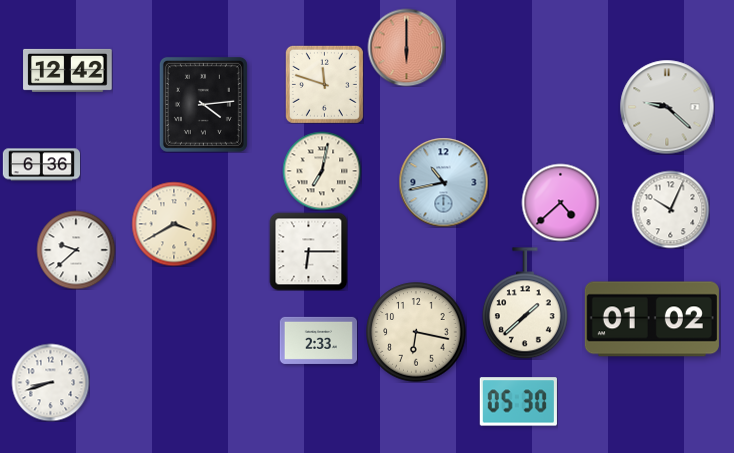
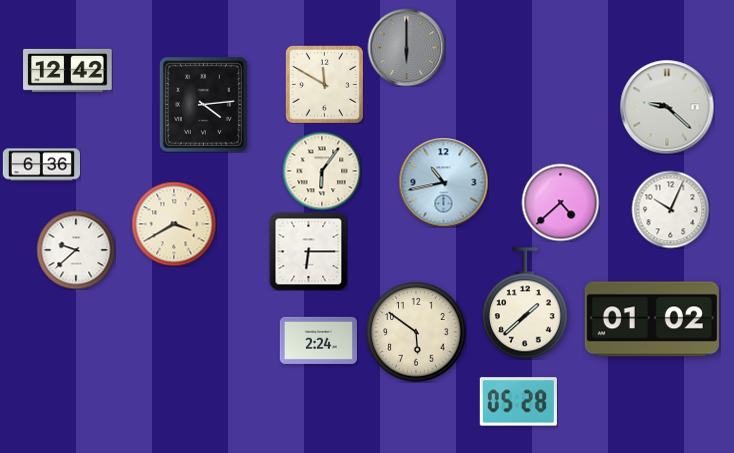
clock at (406, 47) dial: salmon -> grey
clock at (324, 84): 11:48 -> 11:50
clock at (322, 171): 7:02 -> 6:06
clock at (416, 332): 6:17 -> 5:51
clock at (318, 340): 2:33 -> 2:24
clock at (50, 382): 8:42 -> none
clock at (518, 402): 05:30 -> 05:28
